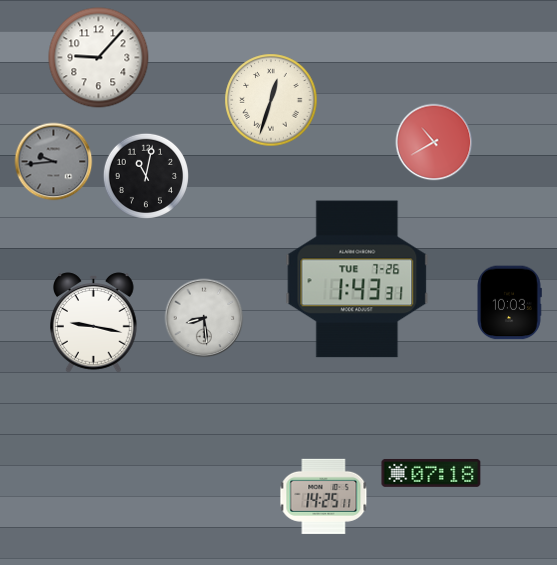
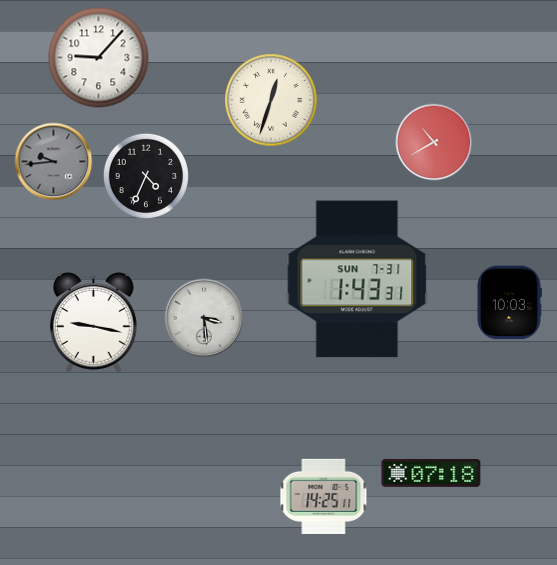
clock at (146, 176): 11:02 -> 4:34
clock at (357, 279) date: TUE 7-26 -> SUN 7-31
clock at (204, 318): 8:29 -> 3:29
